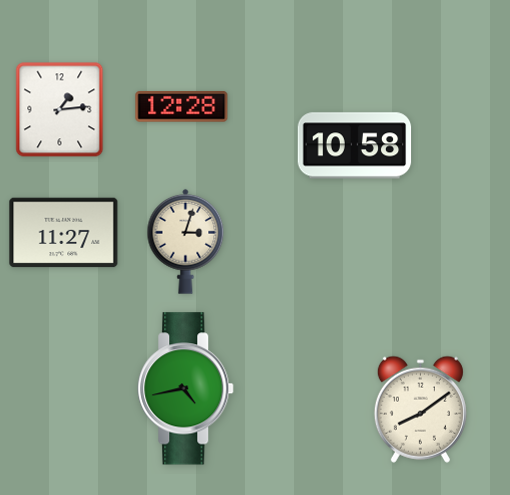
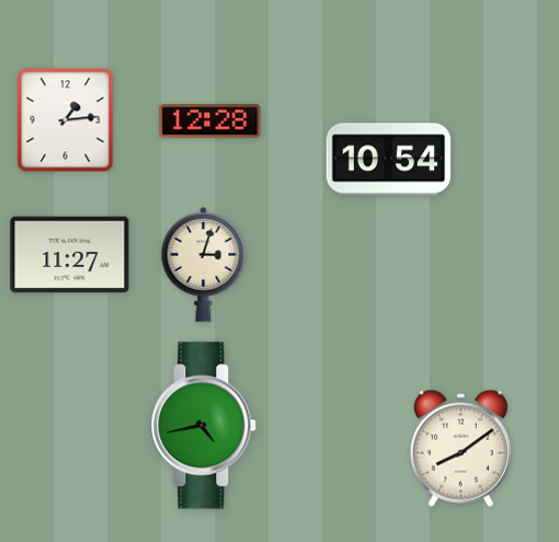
clock at (182, 107) position: (182, 107) -> (210, 122)
clock at (355, 146): 10:58 -> 10:54
